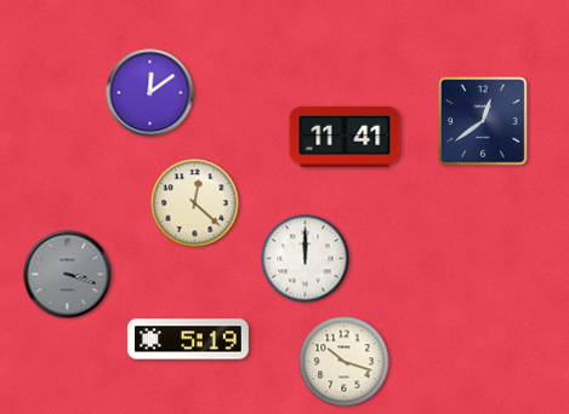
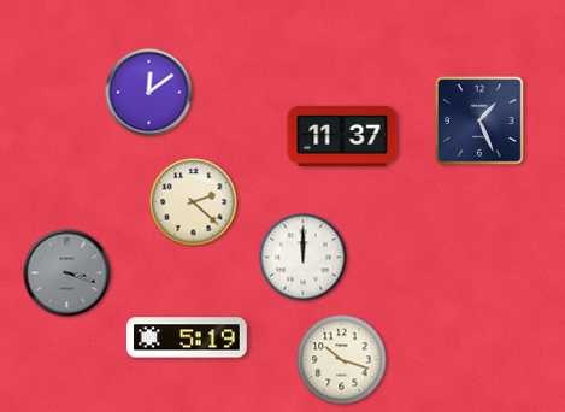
clock at (484, 122): 12:39 -> 1:26
clock at (345, 137): 11:41 -> 11:37
clock at (195, 203): 12:22 -> 2:22
